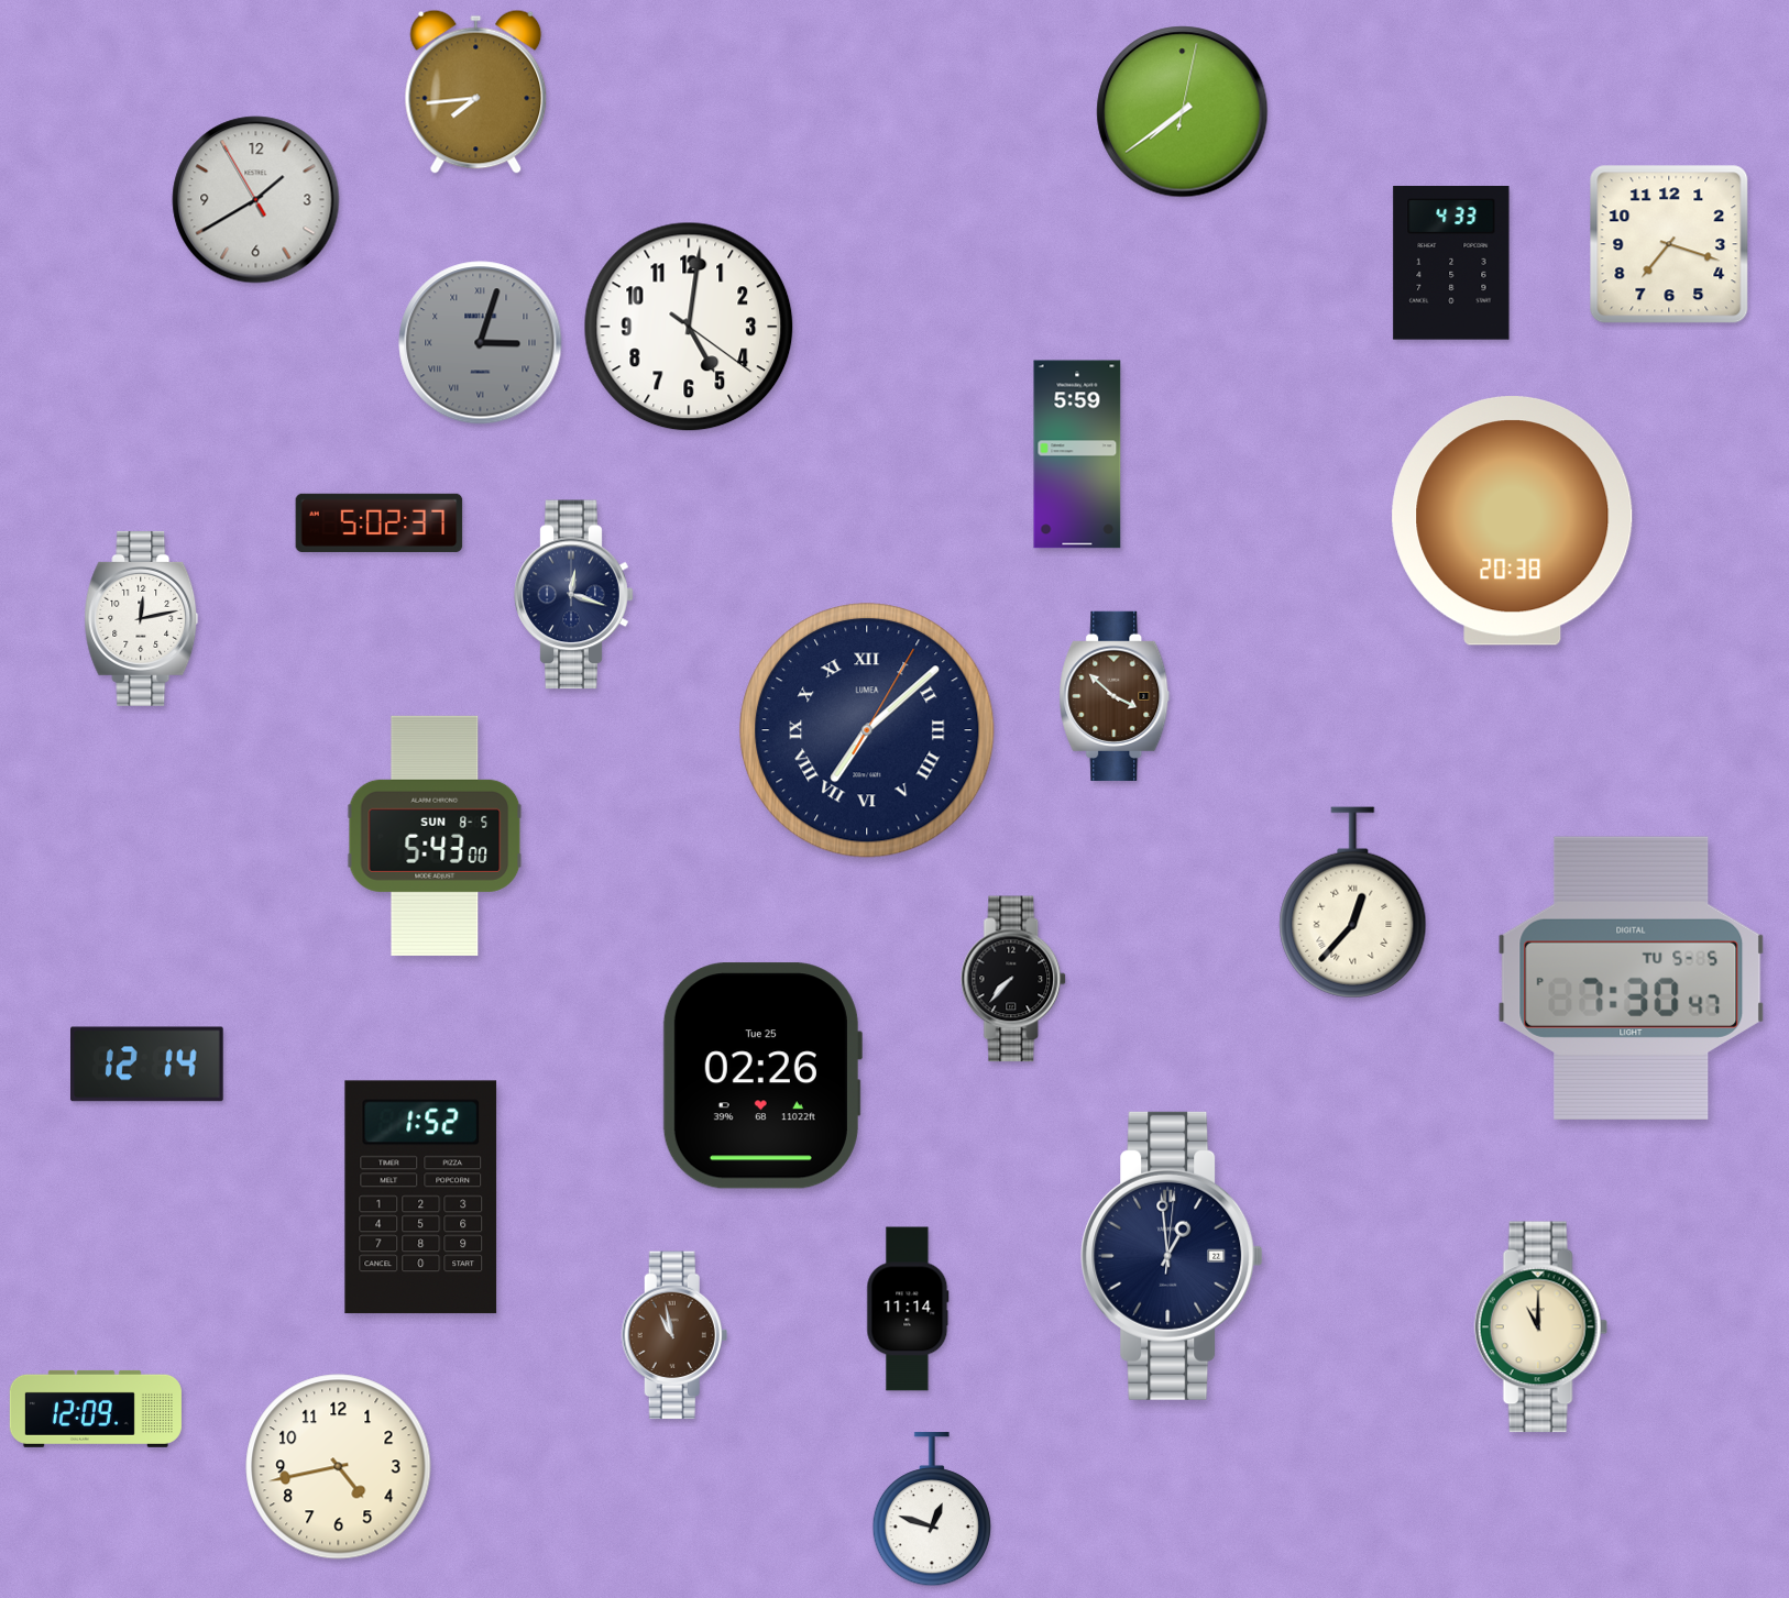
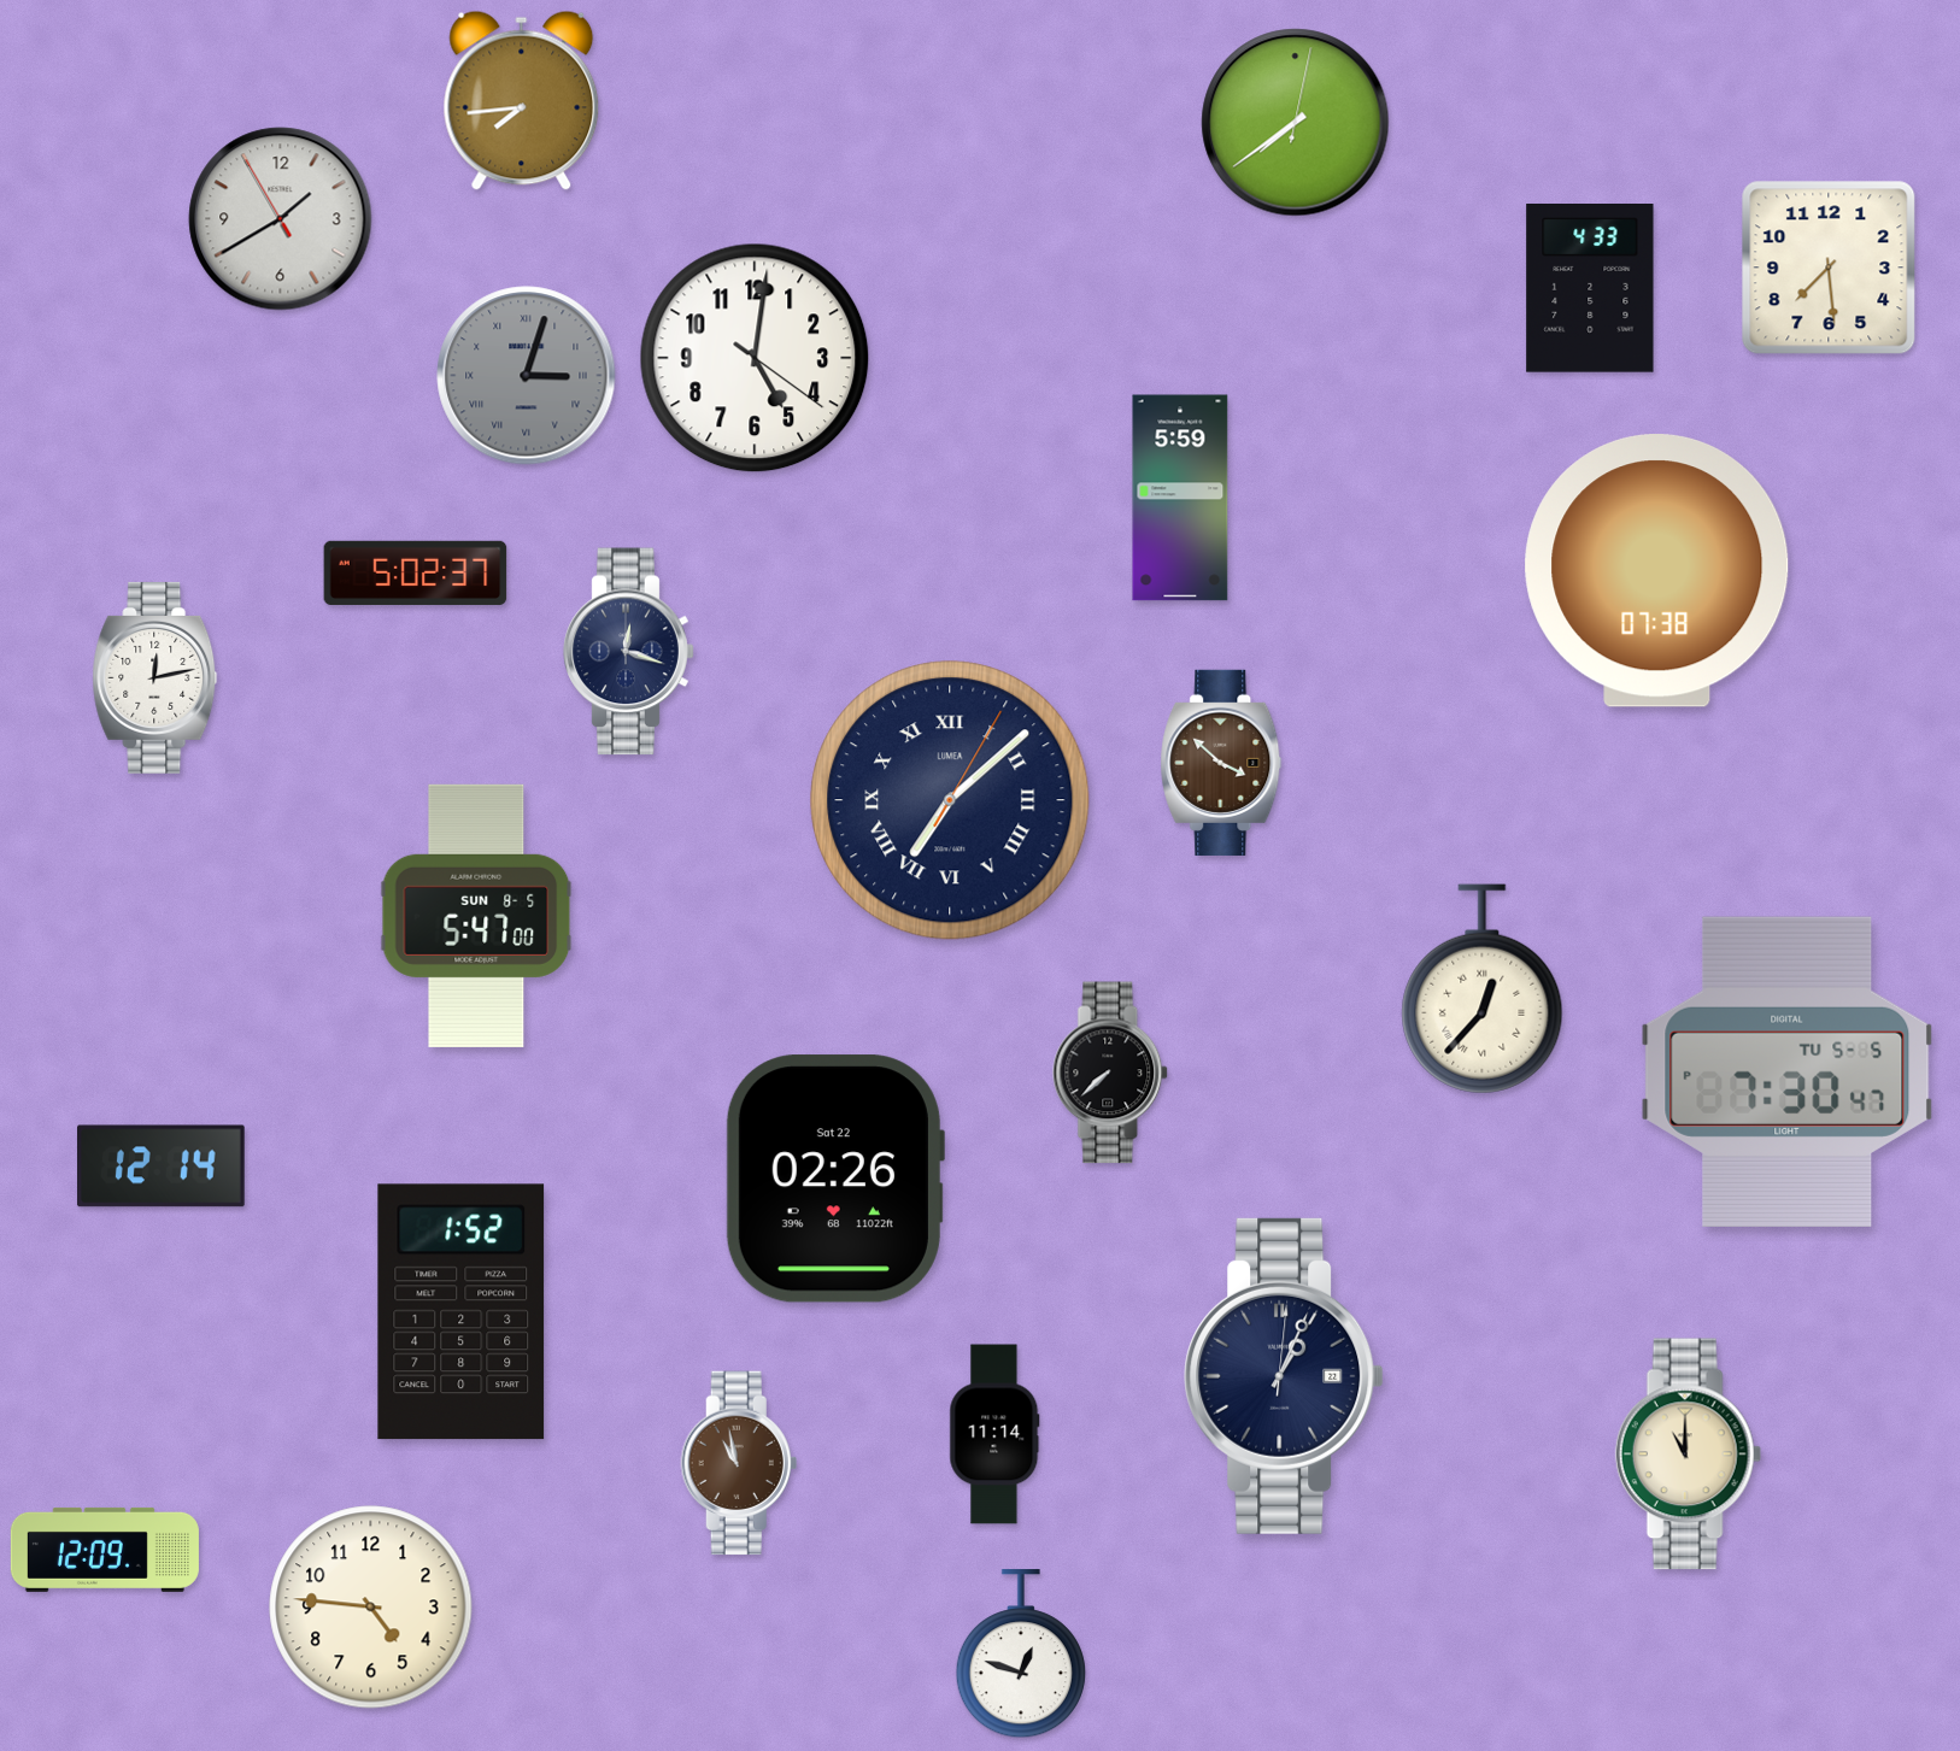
clock at (1669, 244): 7:18 -> 7:29
clock at (1513, 521): 20:38 -> 07:38
clock at (435, 836): 5:43 -> 5:47
clock at (1014, 979): 7:37 -> 7:38
clock at (761, 1076) date: Tue 25 -> Sat 22
clock at (1172, 1256): 12:59 -> 1:04
clock at (96, 1409) position: (96, 1409) -> (105, 1550)
clock at (339, 1467): 4:43 -> 4:46
